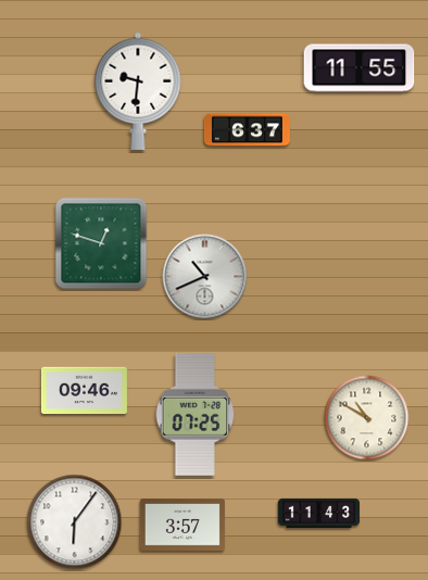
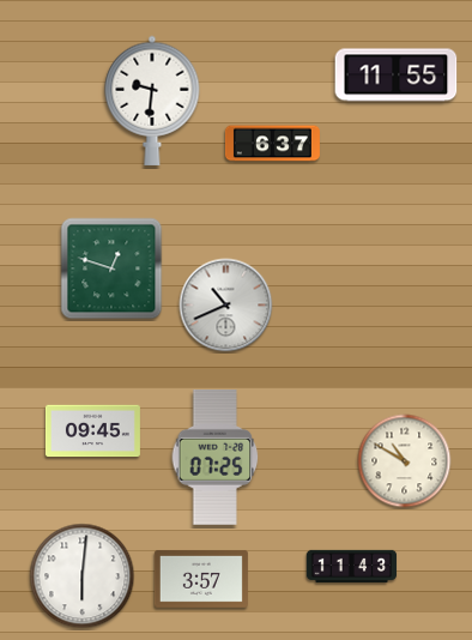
clock at (84, 391): 09:46 -> 09:45
clock at (75, 522): 6:06 -> 6:01
